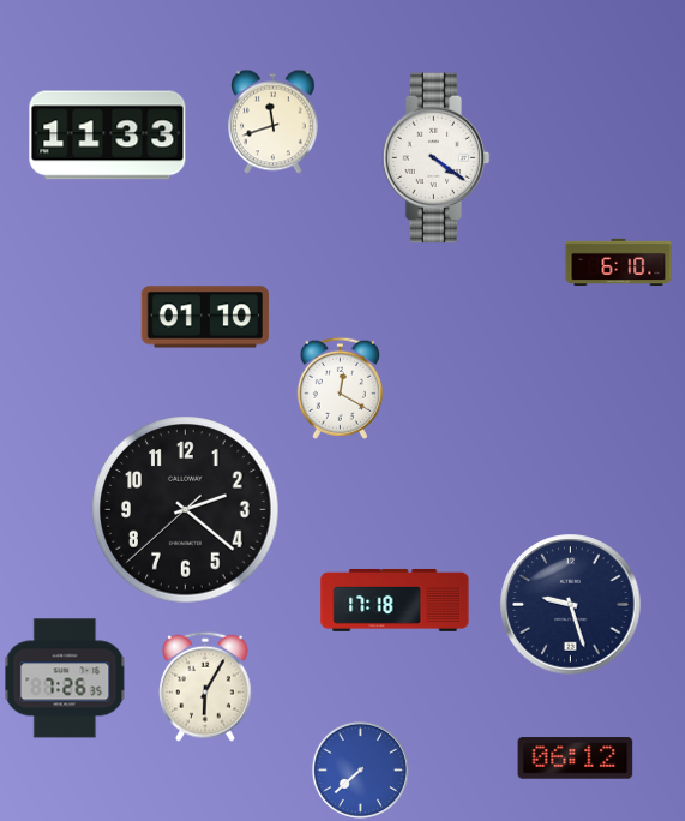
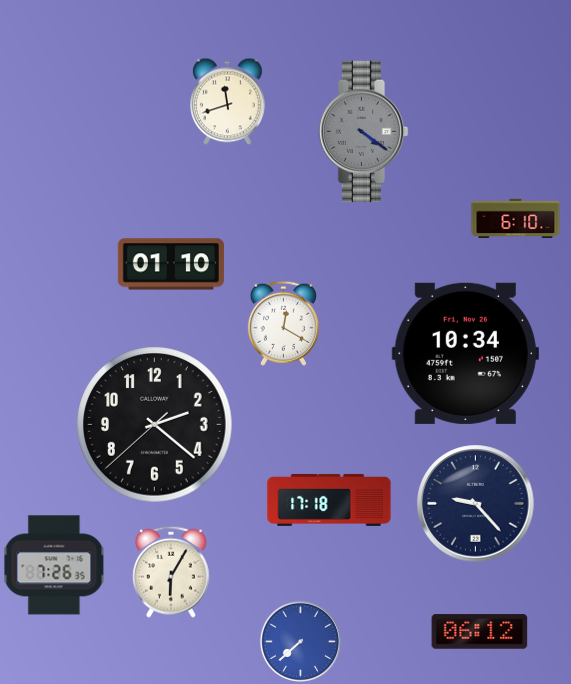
clock at (108, 136): 11:33 -> none
clock at (437, 158) dial: white -> grey
clock at (465, 353): none -> 10:34
clock at (571, 605): 9:27 -> 9:23
